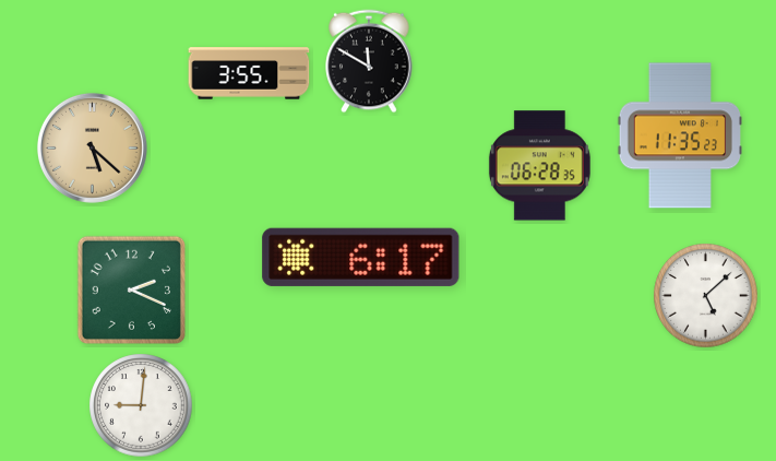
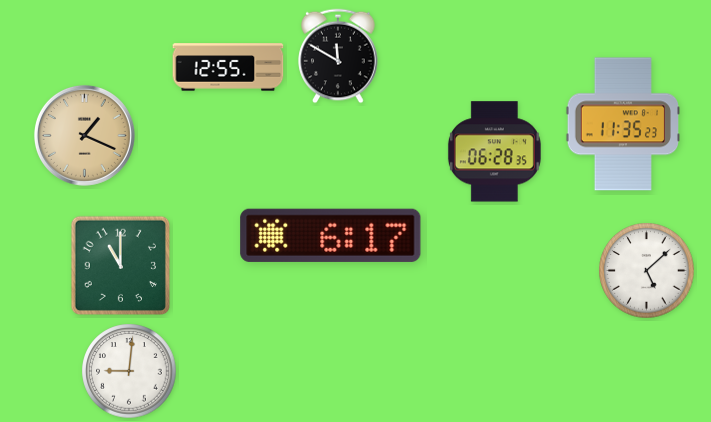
clock at (249, 73): 3:55 -> 12:55
clock at (92, 147): 5:22 -> 1:19
clock at (131, 289): 2:19 -> 11:00
